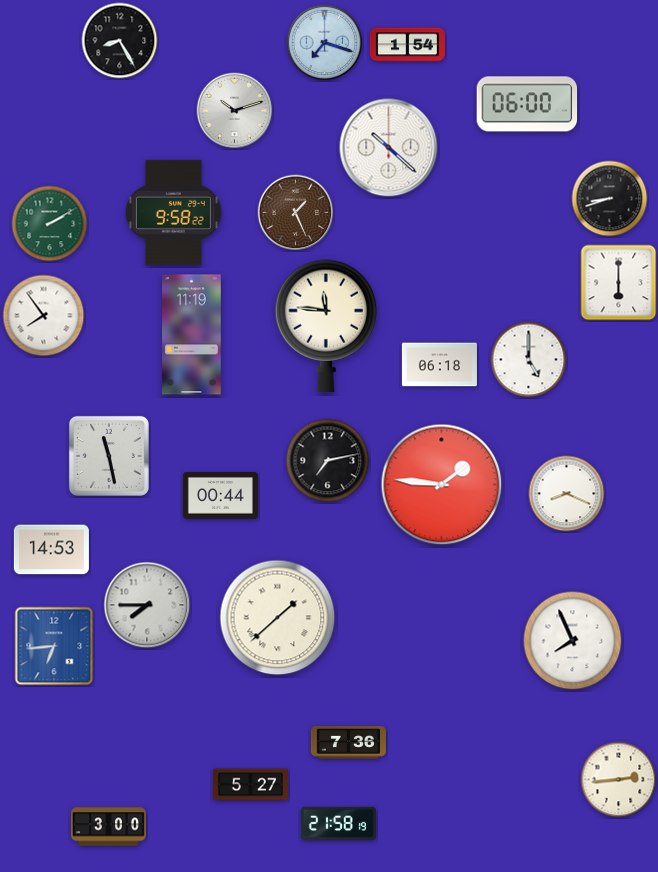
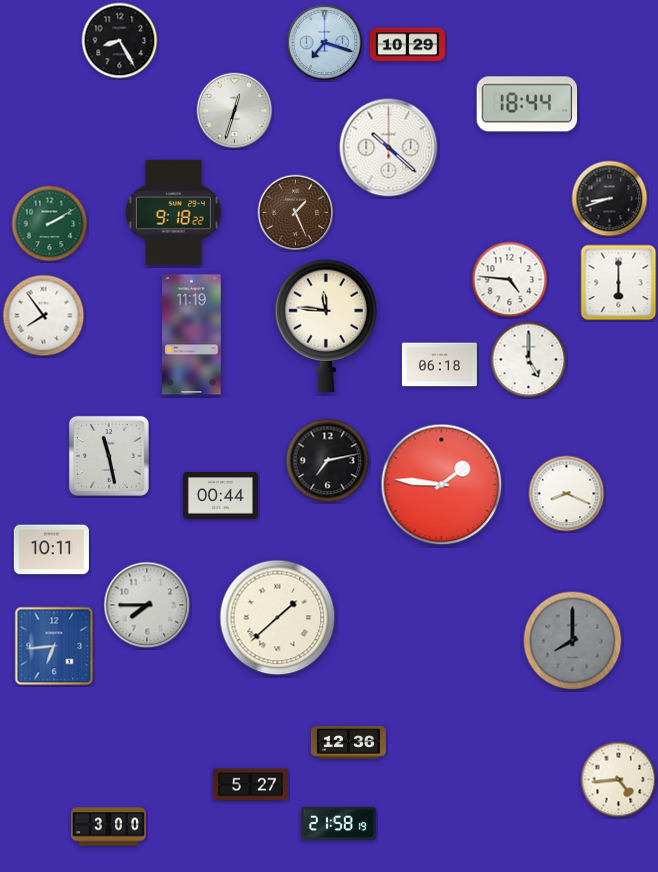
clock at (407, 45): 1:54 -> 10:29
clock at (527, 104): 06:00 -> 18:44
clock at (235, 111): 10:12 -> 12:33
clock at (173, 212): 9:58 -> 9:18
clock at (510, 280): none -> 4:46
clock at (51, 550): 14:53 -> 10:11
clock at (573, 641): 7:56 -> 8:00
clock at (573, 641) dial: white -> grey
clock at (348, 743): 7:36 -> 12:36
clock at (619, 780): 2:44 -> 4:44
